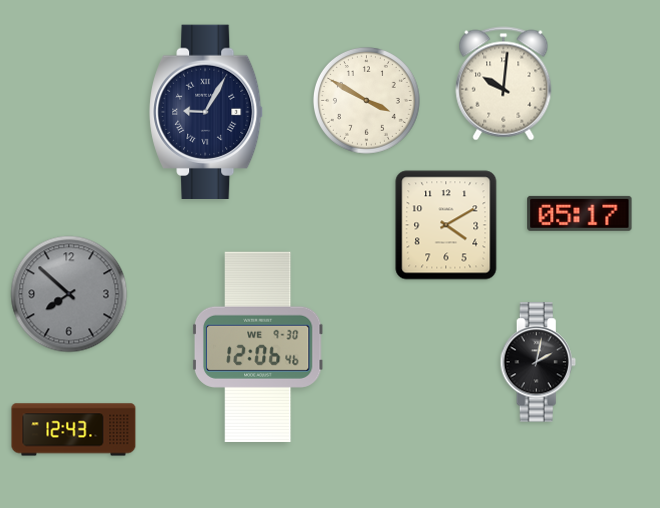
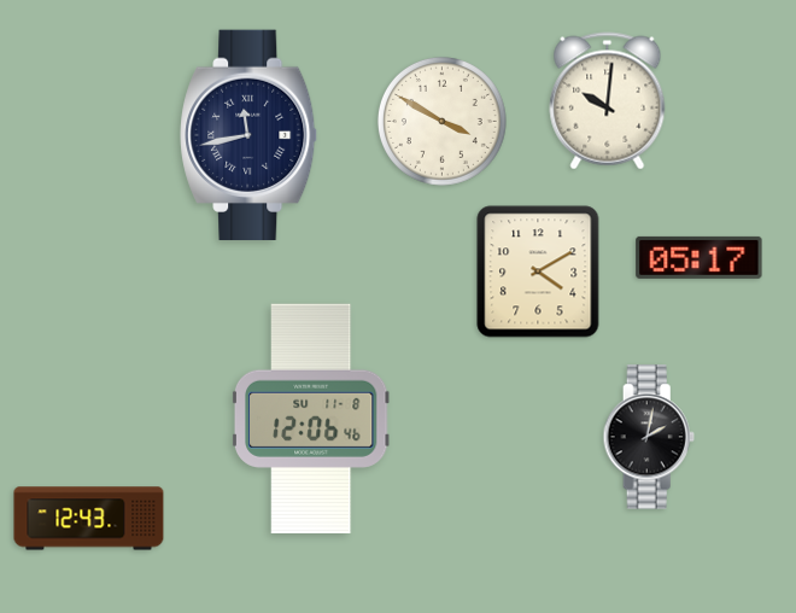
clock at (207, 111): 9:05 -> 11:43
clock at (69, 294): 7:52 -> none
clock at (258, 347) date: WE 9-30 -> SU 11-8
